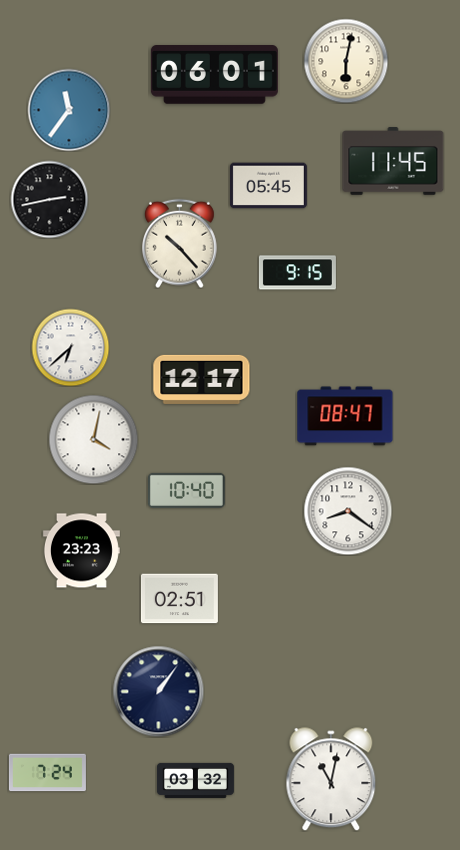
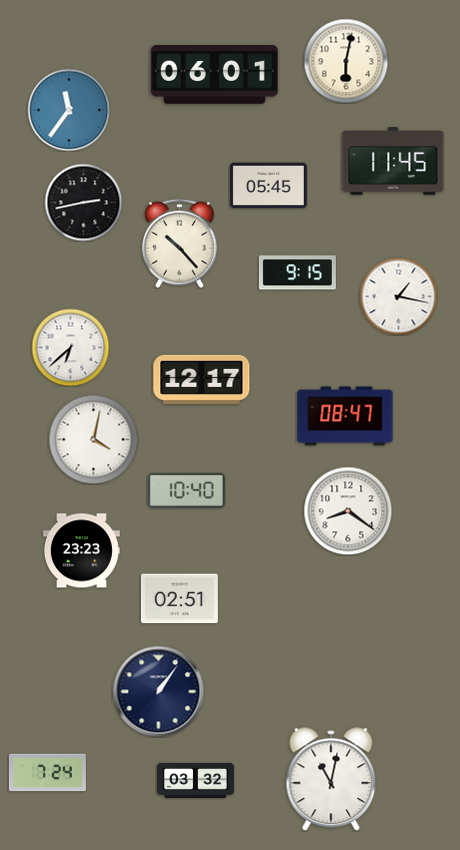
clock at (49, 199) position: (49, 199) -> (83, 202)
clock at (398, 296): none -> 1:17
